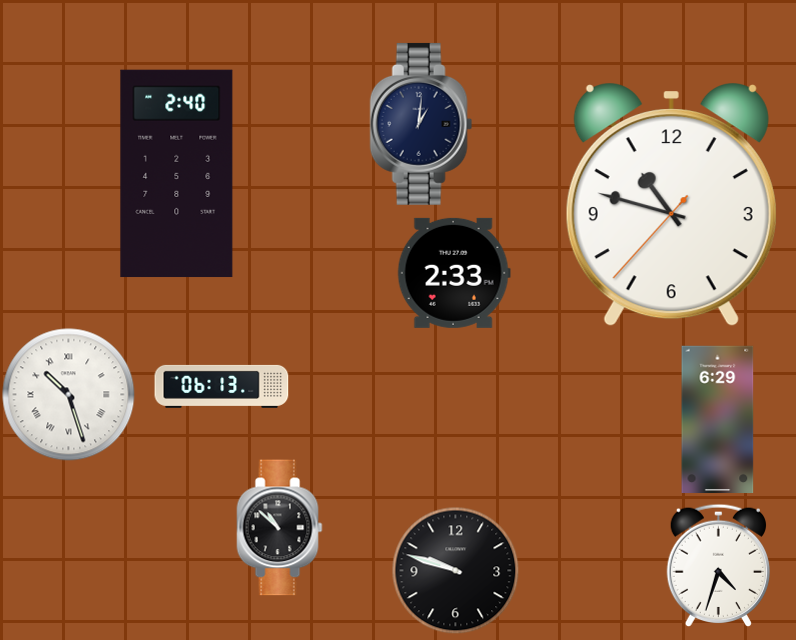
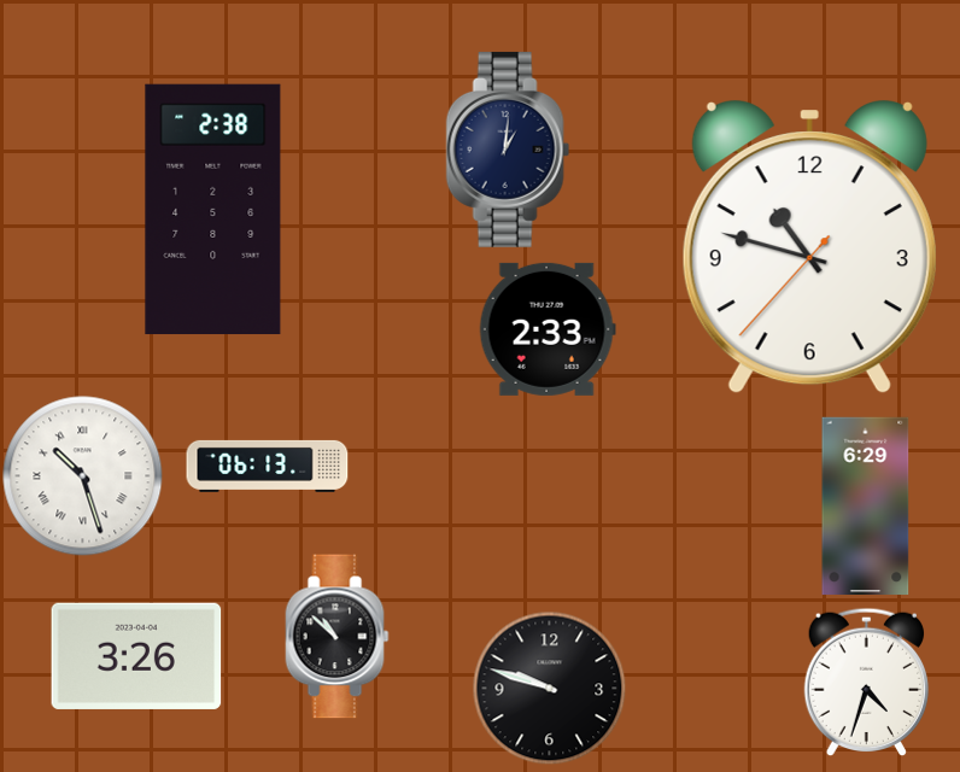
clock at (177, 174): 2:40 -> 2:38
clock at (136, 656): none -> 3:26
